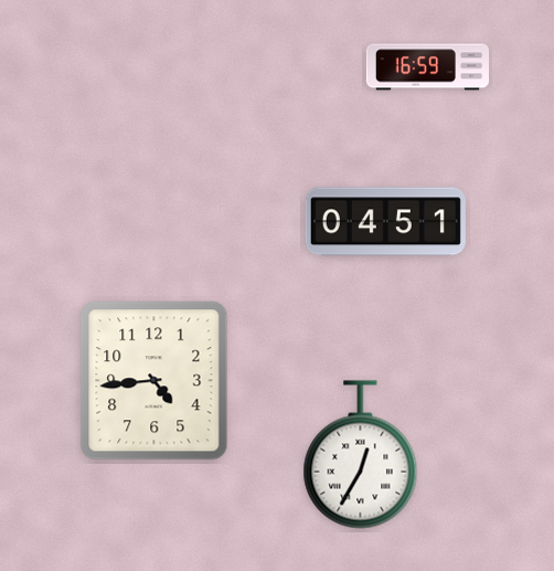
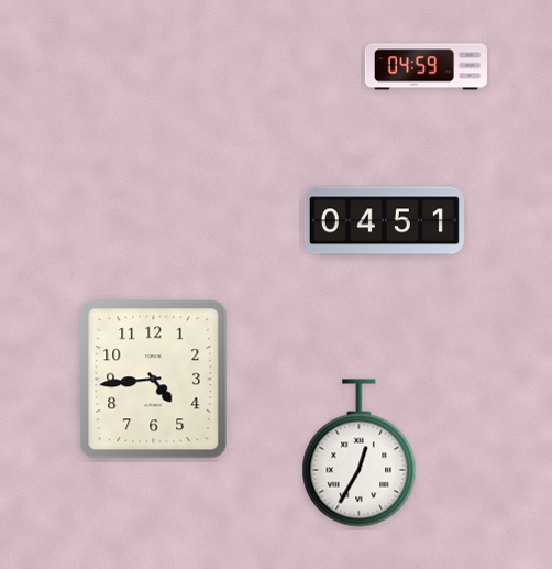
clock at (427, 67): 16:59 -> 04:59
